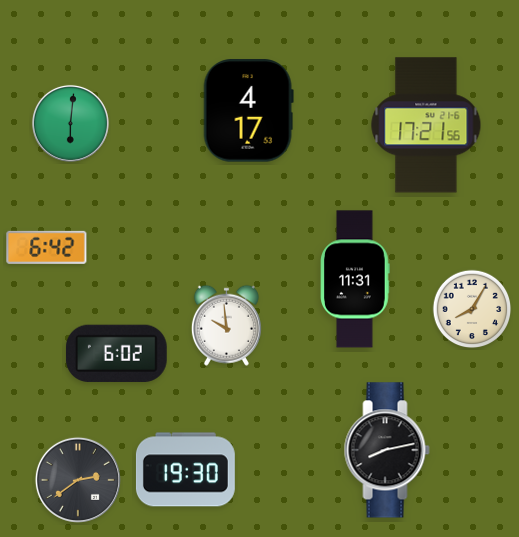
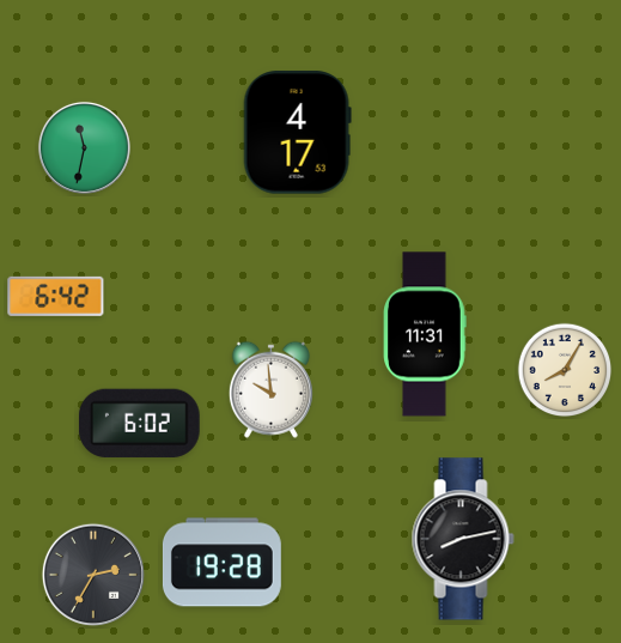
clock at (70, 123): 6:01 -> 11:32
clock at (426, 125): 17:21 -> none
clock at (185, 470): 19:30 -> 19:28
clock at (78, 480): 2:39 -> 2:35
